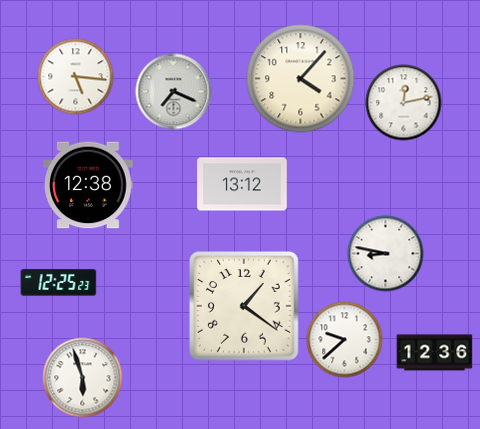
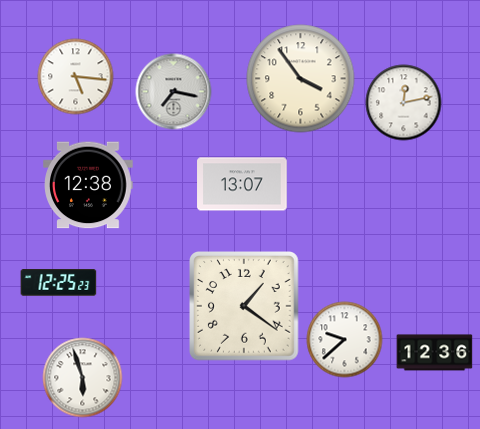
clock at (301, 79): 4:07 -> 3:54
clock at (174, 92): 7:19 -> 7:17
clock at (242, 184): 13:12 -> 13:07
clock at (386, 254): 8:47 -> none
